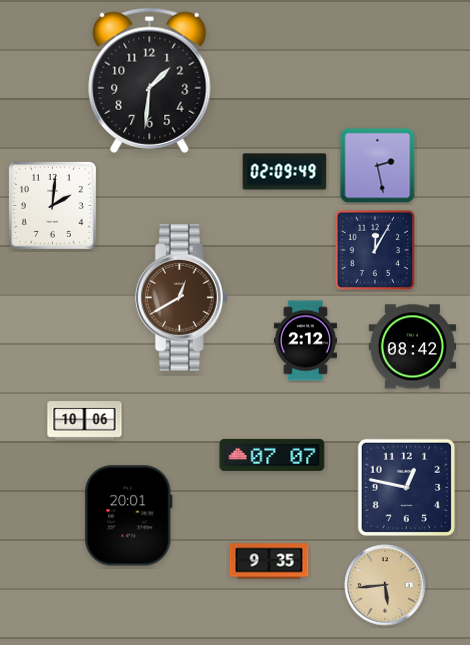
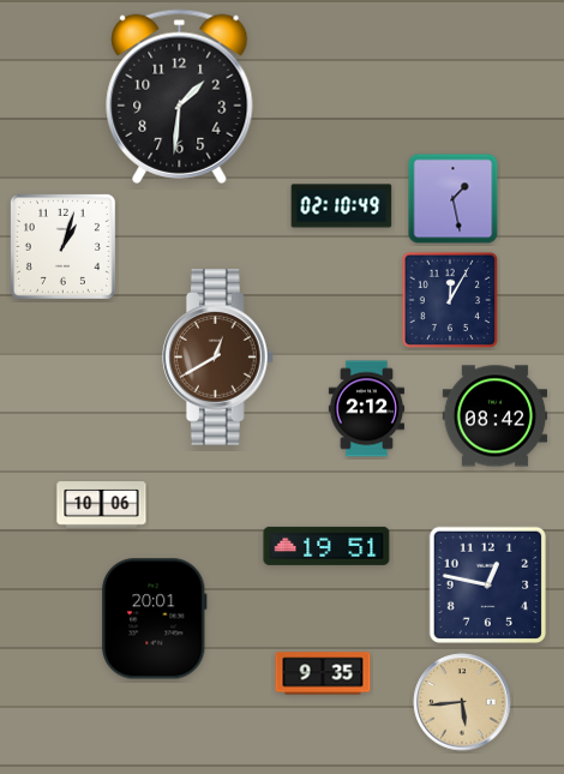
clock at (378, 166): 2:28 -> 1:28
clock at (285, 172): 02:09 -> 02:10
clock at (52, 205): 2:01 -> 1:03
clock at (272, 455): 07:07 -> 19:51
